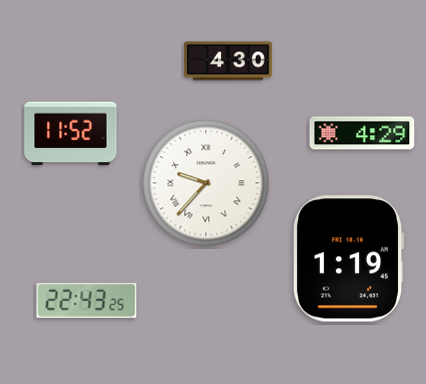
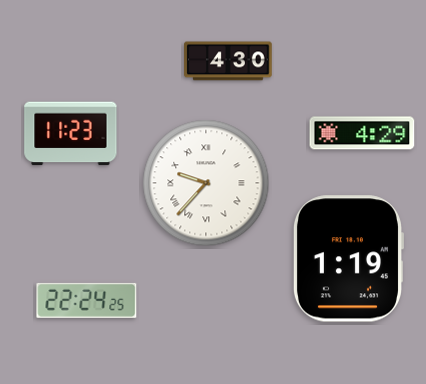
clock at (71, 134): 11:52 -> 11:23
clock at (87, 300): 22:43 -> 22:24
